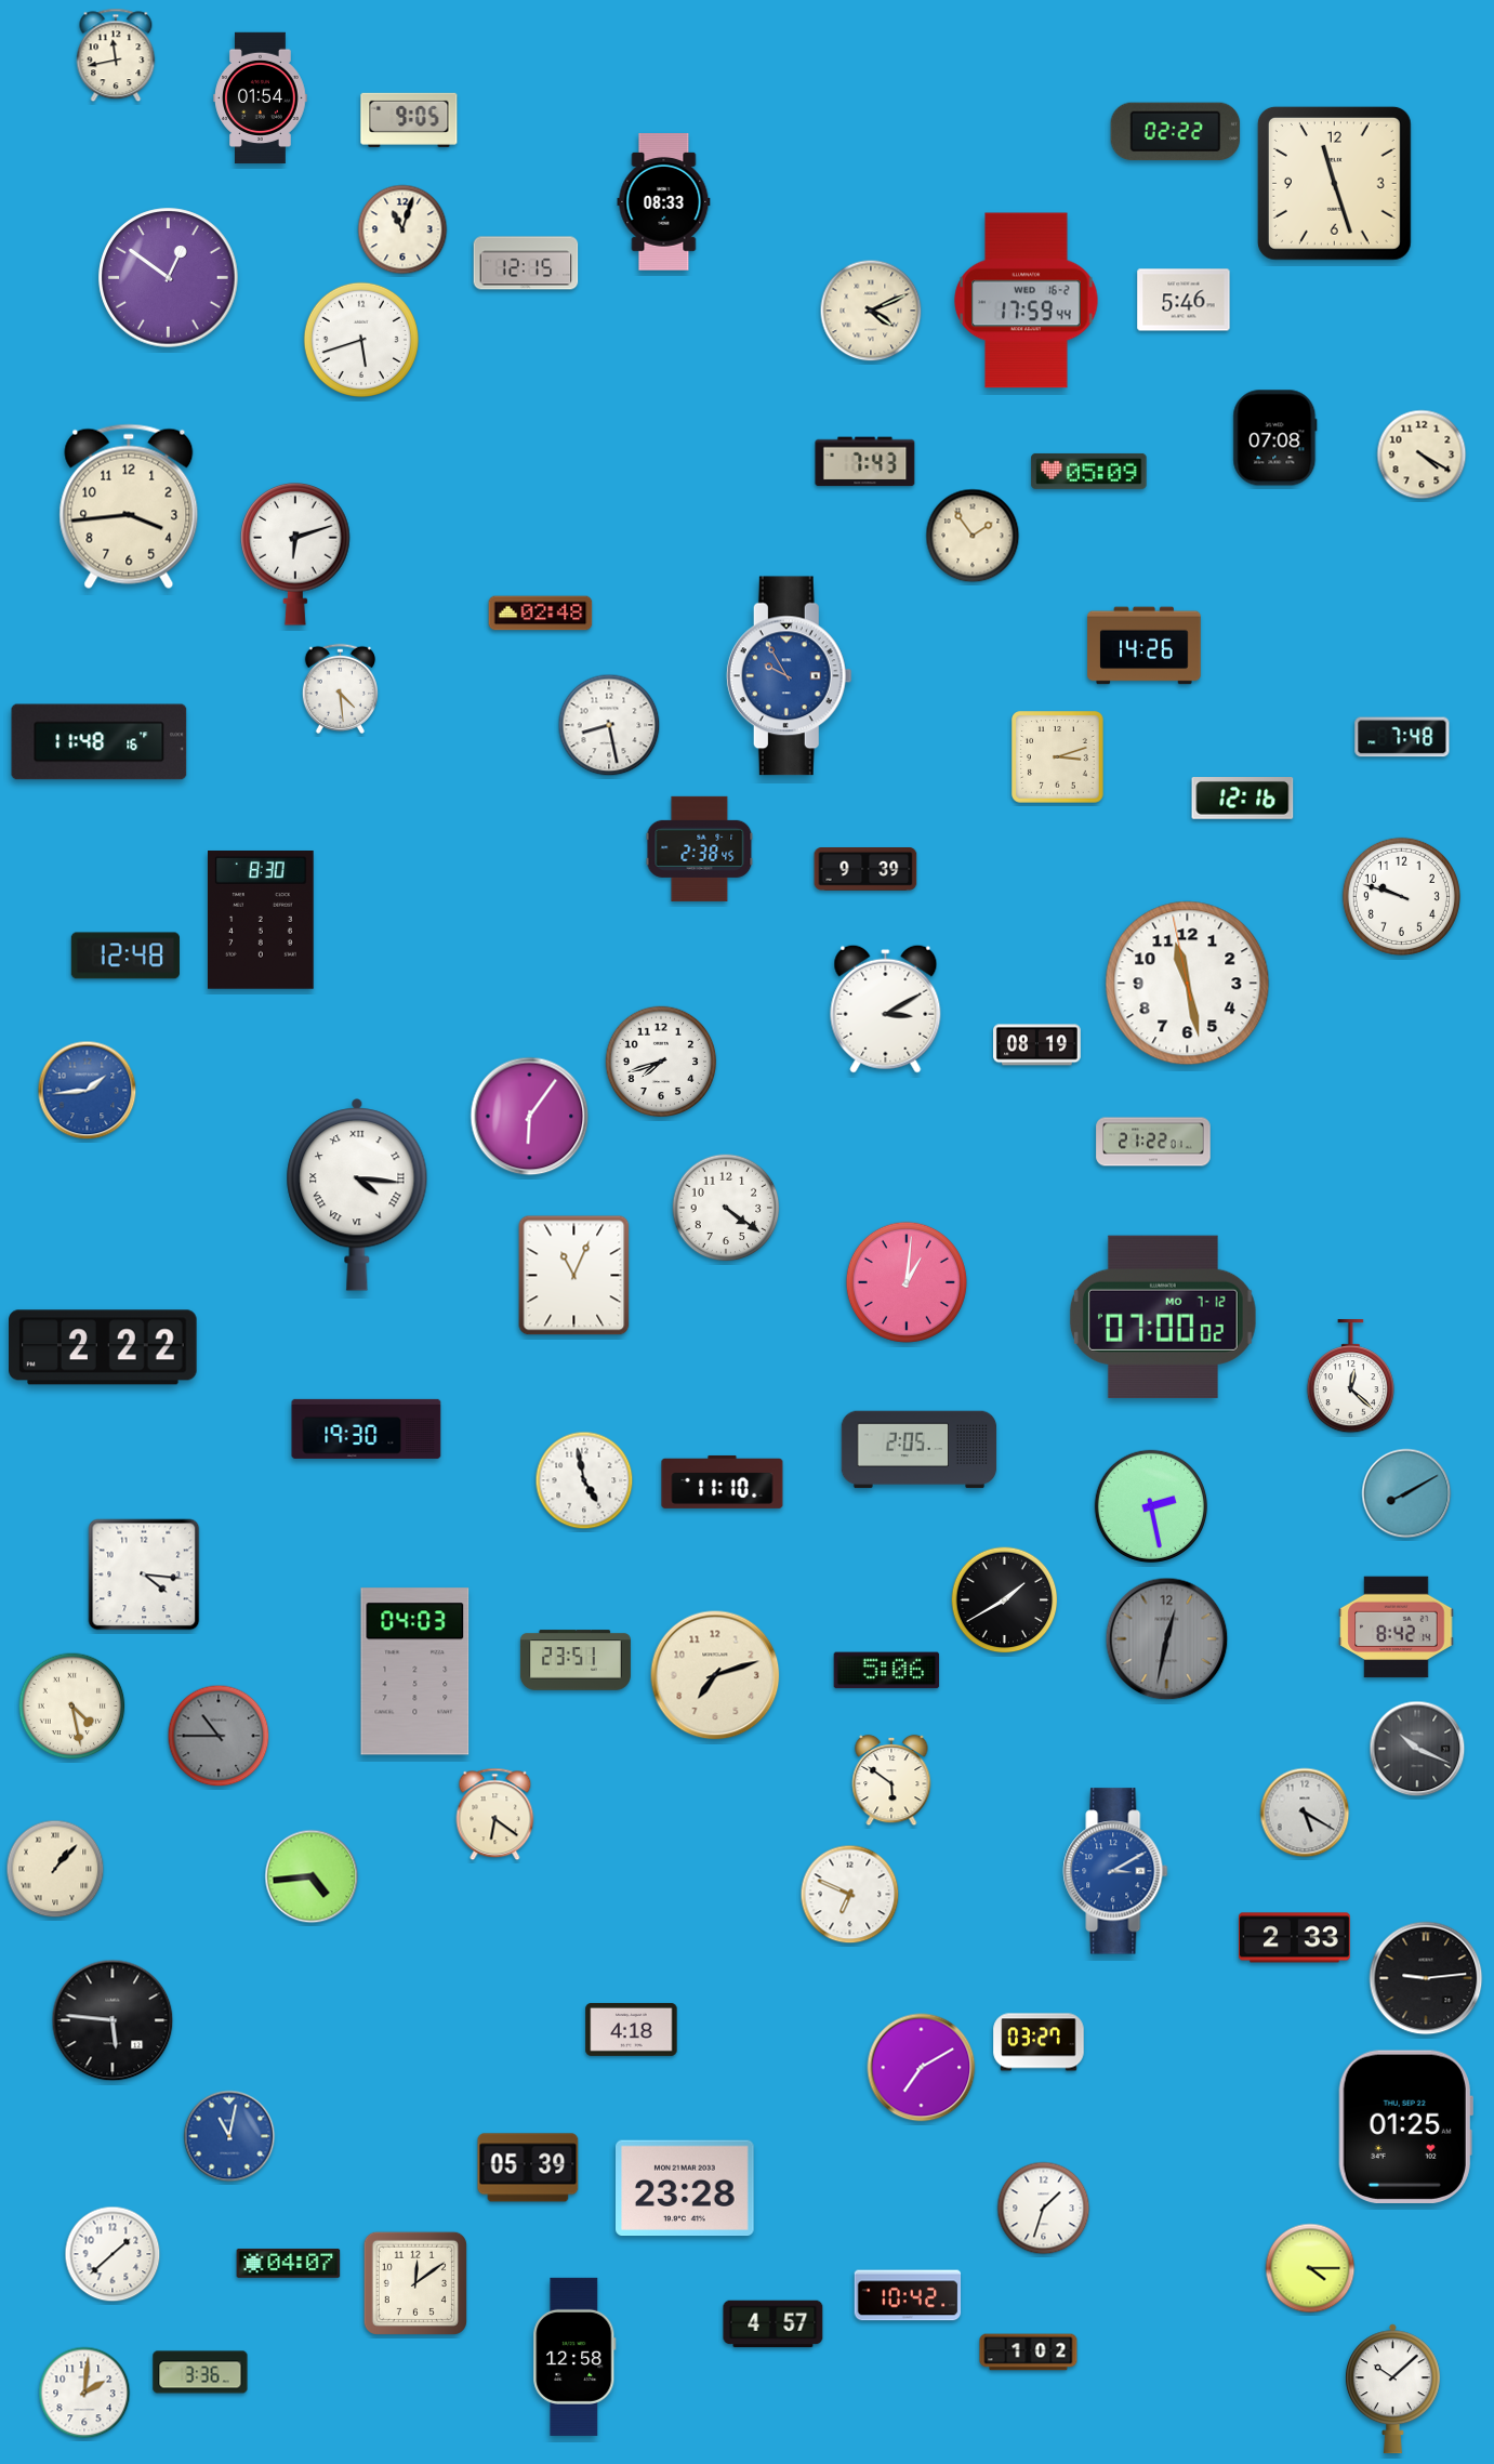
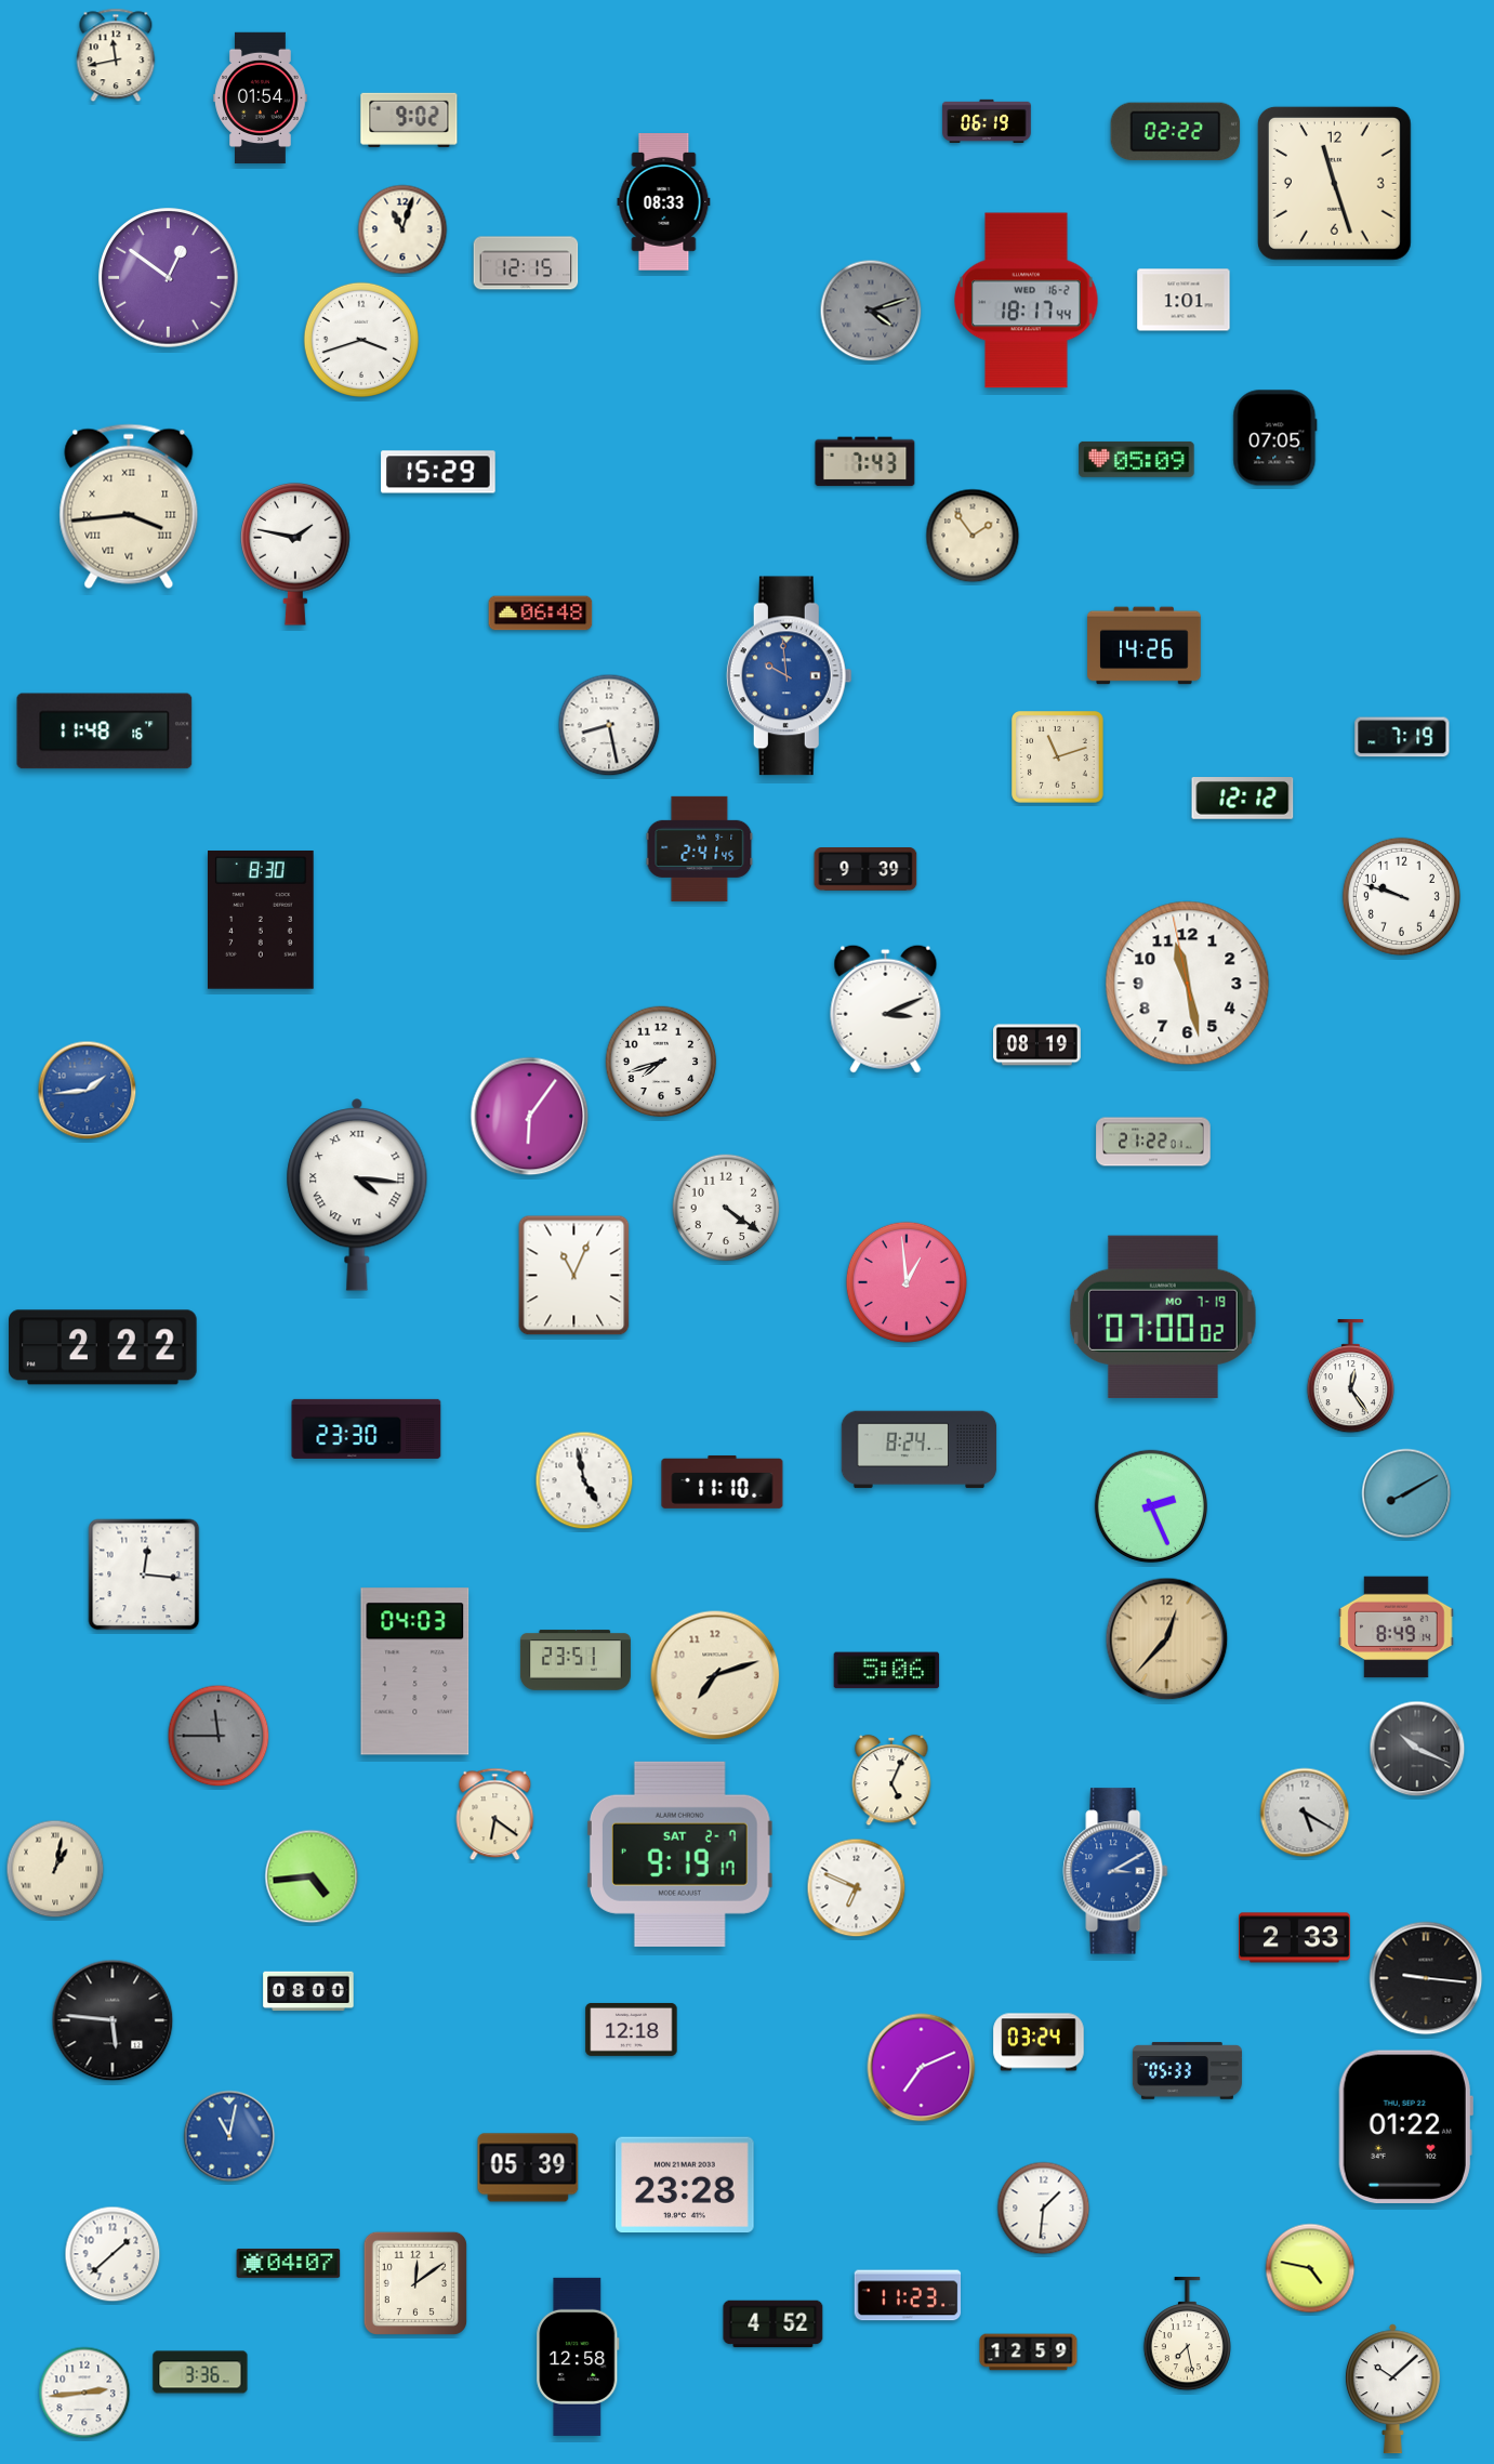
clock at (409, 120): 9:05 -> 9:02
clock at (987, 121): none -> 06:19
clock at (1184, 300): 5:46 -> 1:01
clock at (1027, 301): 17:59 -> 18:17
clock at (871, 311): 4:11 -> 4:12
clock at (871, 311) dial: cream -> grey
clock at (360, 339): 5:42 -> 3:42
clock at (1275, 438): 07:08 -> 07:05
clock at (1422, 454): 4:20 -> none
clock at (1089, 471) position: (1089, 471) -> (1137, 459)
clock at (438, 472): none -> 15:29
clock at (129, 506) numerals: Arabic -> Roman
clock at (295, 555): 6:12 -> 1:47
clock at (541, 614): 02:48 -> 06:48
clock at (789, 676): 9:55 -> 9:59
clock at (340, 688): 4:29 -> none
clock at (1402, 737): 7:48 -> 7:19
clock at (100, 742) position: (100, 742) -> (105, 732)
clock at (1058, 757): 3:12 -> 11:12
clock at (1243, 799): 12:16 -> 12:12
clock at (700, 848): 2:38 -> 2:41
clock at (125, 956): 12:48 -> none
clock at (886, 1009): 3:10 -> 3:11
clock at (907, 1282): 1:01 -> 12:59
clock at (1163, 1317) date: MO 7-12 -> MO 7-19
clock at (1350, 1376): 12:22 -> 12:24
clock at (367, 1428): 19:30 -> 23:30
clock at (920, 1450): 2:05 -> 8:24
clock at (1150, 1505): 2:28 -> 2:26
clock at (144, 1574): 4:16 -> 12:16
clock at (1005, 1600): 1:40 -> none
clock at (1397, 1628): 8:42 -> 8:49
clock at (1167, 1639): 12:32 -> 12:37
clock at (1167, 1639) dial: grey -> champagne
clock at (72, 1707): 4:28 -> none
clock at (219, 1736): 10:45 -> 11:45
clock at (891, 1780): 5:51 -> 5:04
clock at (679, 1854): none -> 9:19
clock at (55, 1869): 1:07 -> 1:02
clock at (850, 1895) position: (850, 1895) -> (857, 1888)
clock at (1426, 1978): 9:14 -> 9:16
clock at (308, 1991): none -> 08:00
clock at (632, 2029): 4:18 -> 12:18
clock at (1039, 2042): 03:27 -> 03:24
clock at (922, 2068): 7:10 -> 7:11
clock at (1187, 2071): none -> 05:33
clock at (1405, 2127): 01:25 -> 01:22
clock at (686, 2188) position: (686, 2188) -> (686, 2185)
clock at (1044, 2209): 1:33 -> 1:31
clock at (1310, 2268): 4:15 -> 4:47
clock at (908, 2295): 10:42 -> 11:23
clock at (774, 2324): 4:57 -> 4:52
clock at (1187, 2334): none -> 7:28
clock at (1029, 2353): 1:02 -> 12:59
clock at (574, 2357) position: (574, 2357) -> (578, 2357)
clock at (84, 2393): 2:01 -> 2:44
